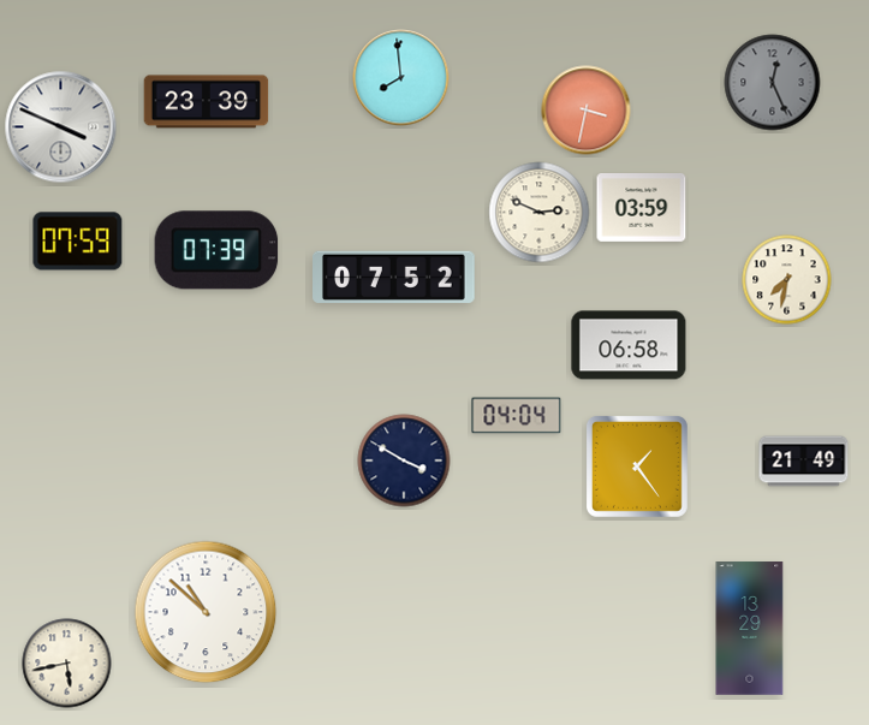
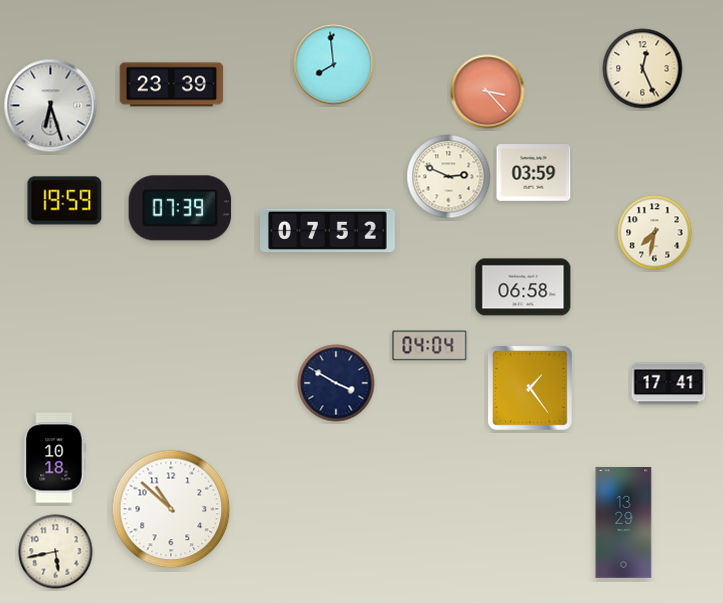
clock at (773, 83) dial: grey -> cream
clock at (587, 111): 3:32 -> 3:23
clock at (61, 127): 3:49 -> 6:27
clock at (78, 242): 07:59 -> 19:59
clock at (804, 462): 21:49 -> 17:41
clock at (55, 458): none -> 10:18
